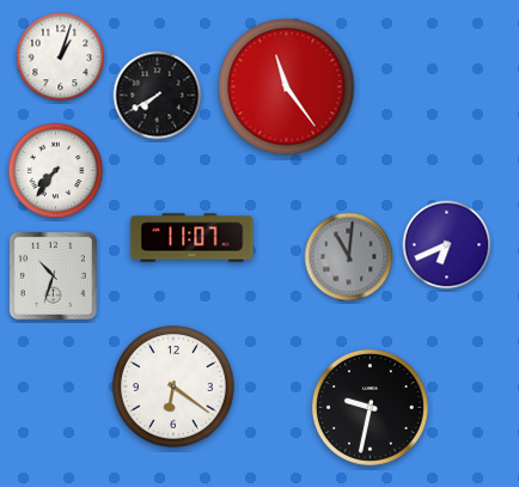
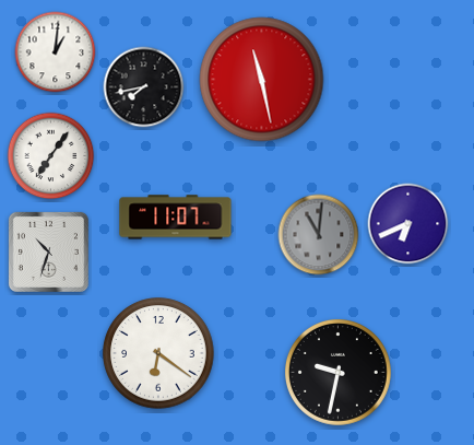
clock at (61, 57): 1:03 -> 1:01
clock at (287, 87): 11:24 -> 11:28
clock at (158, 96): 7:40 -> 7:43
clock at (56, 171): 7:36 -> 7:06
